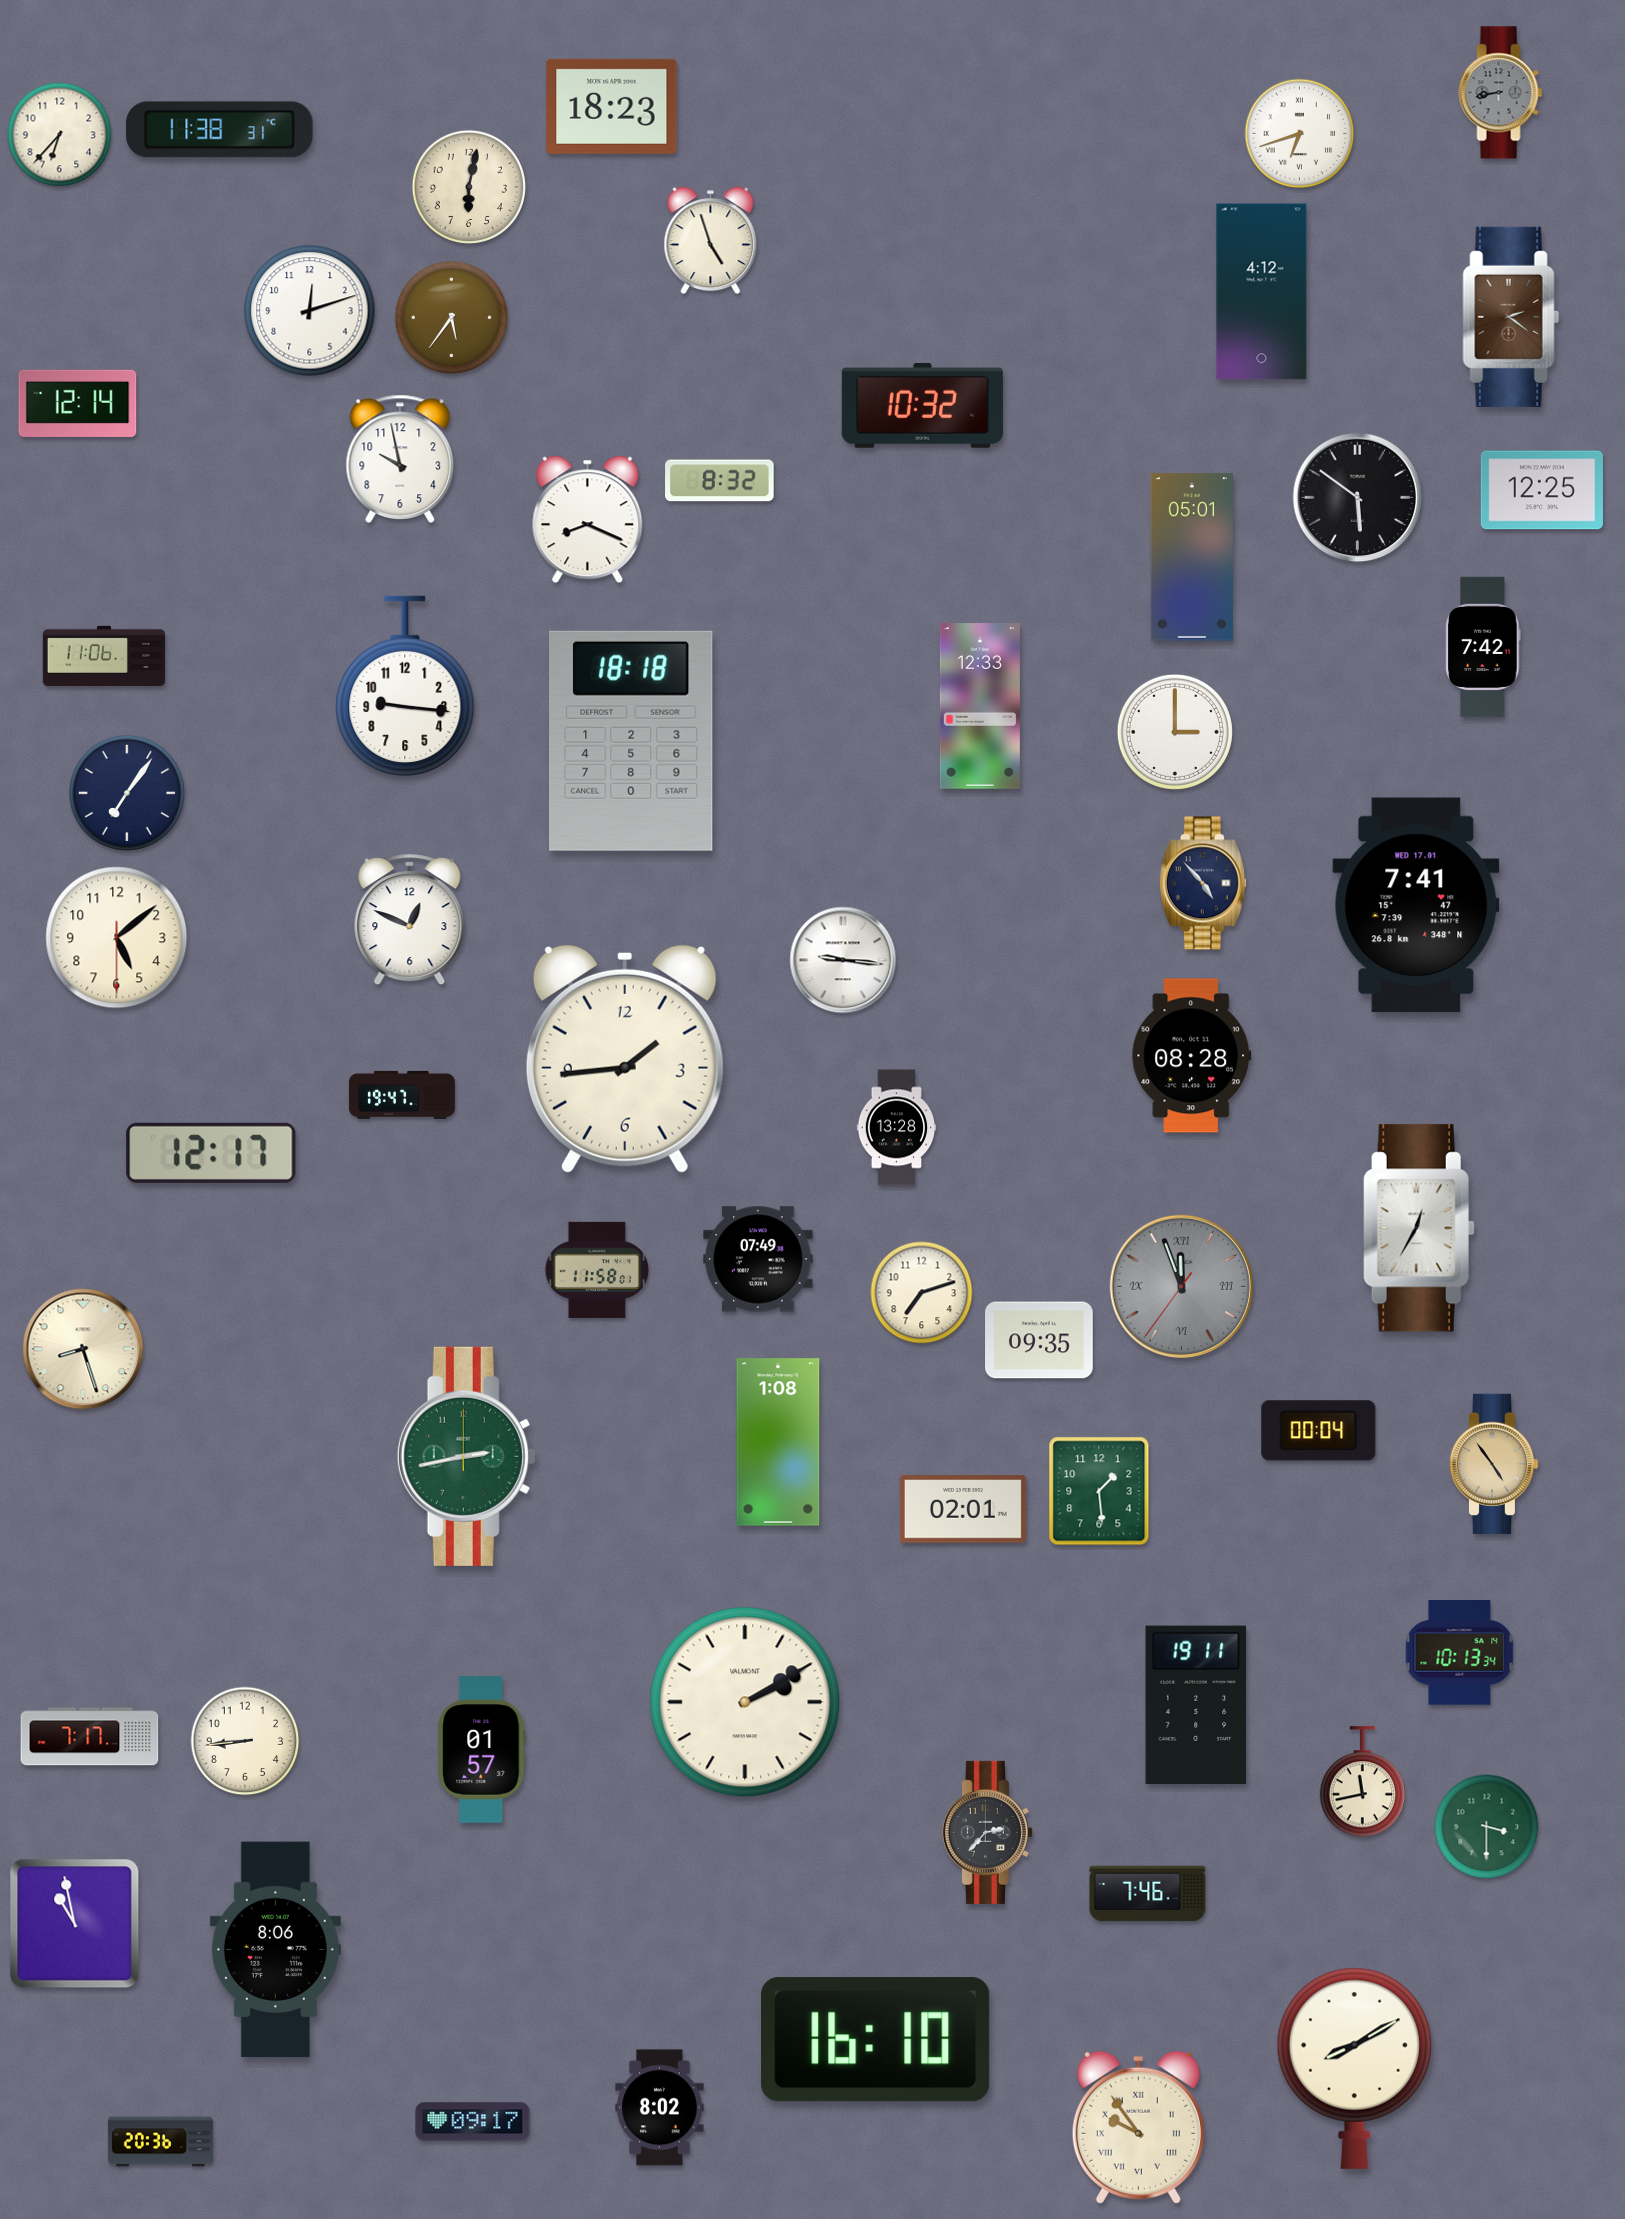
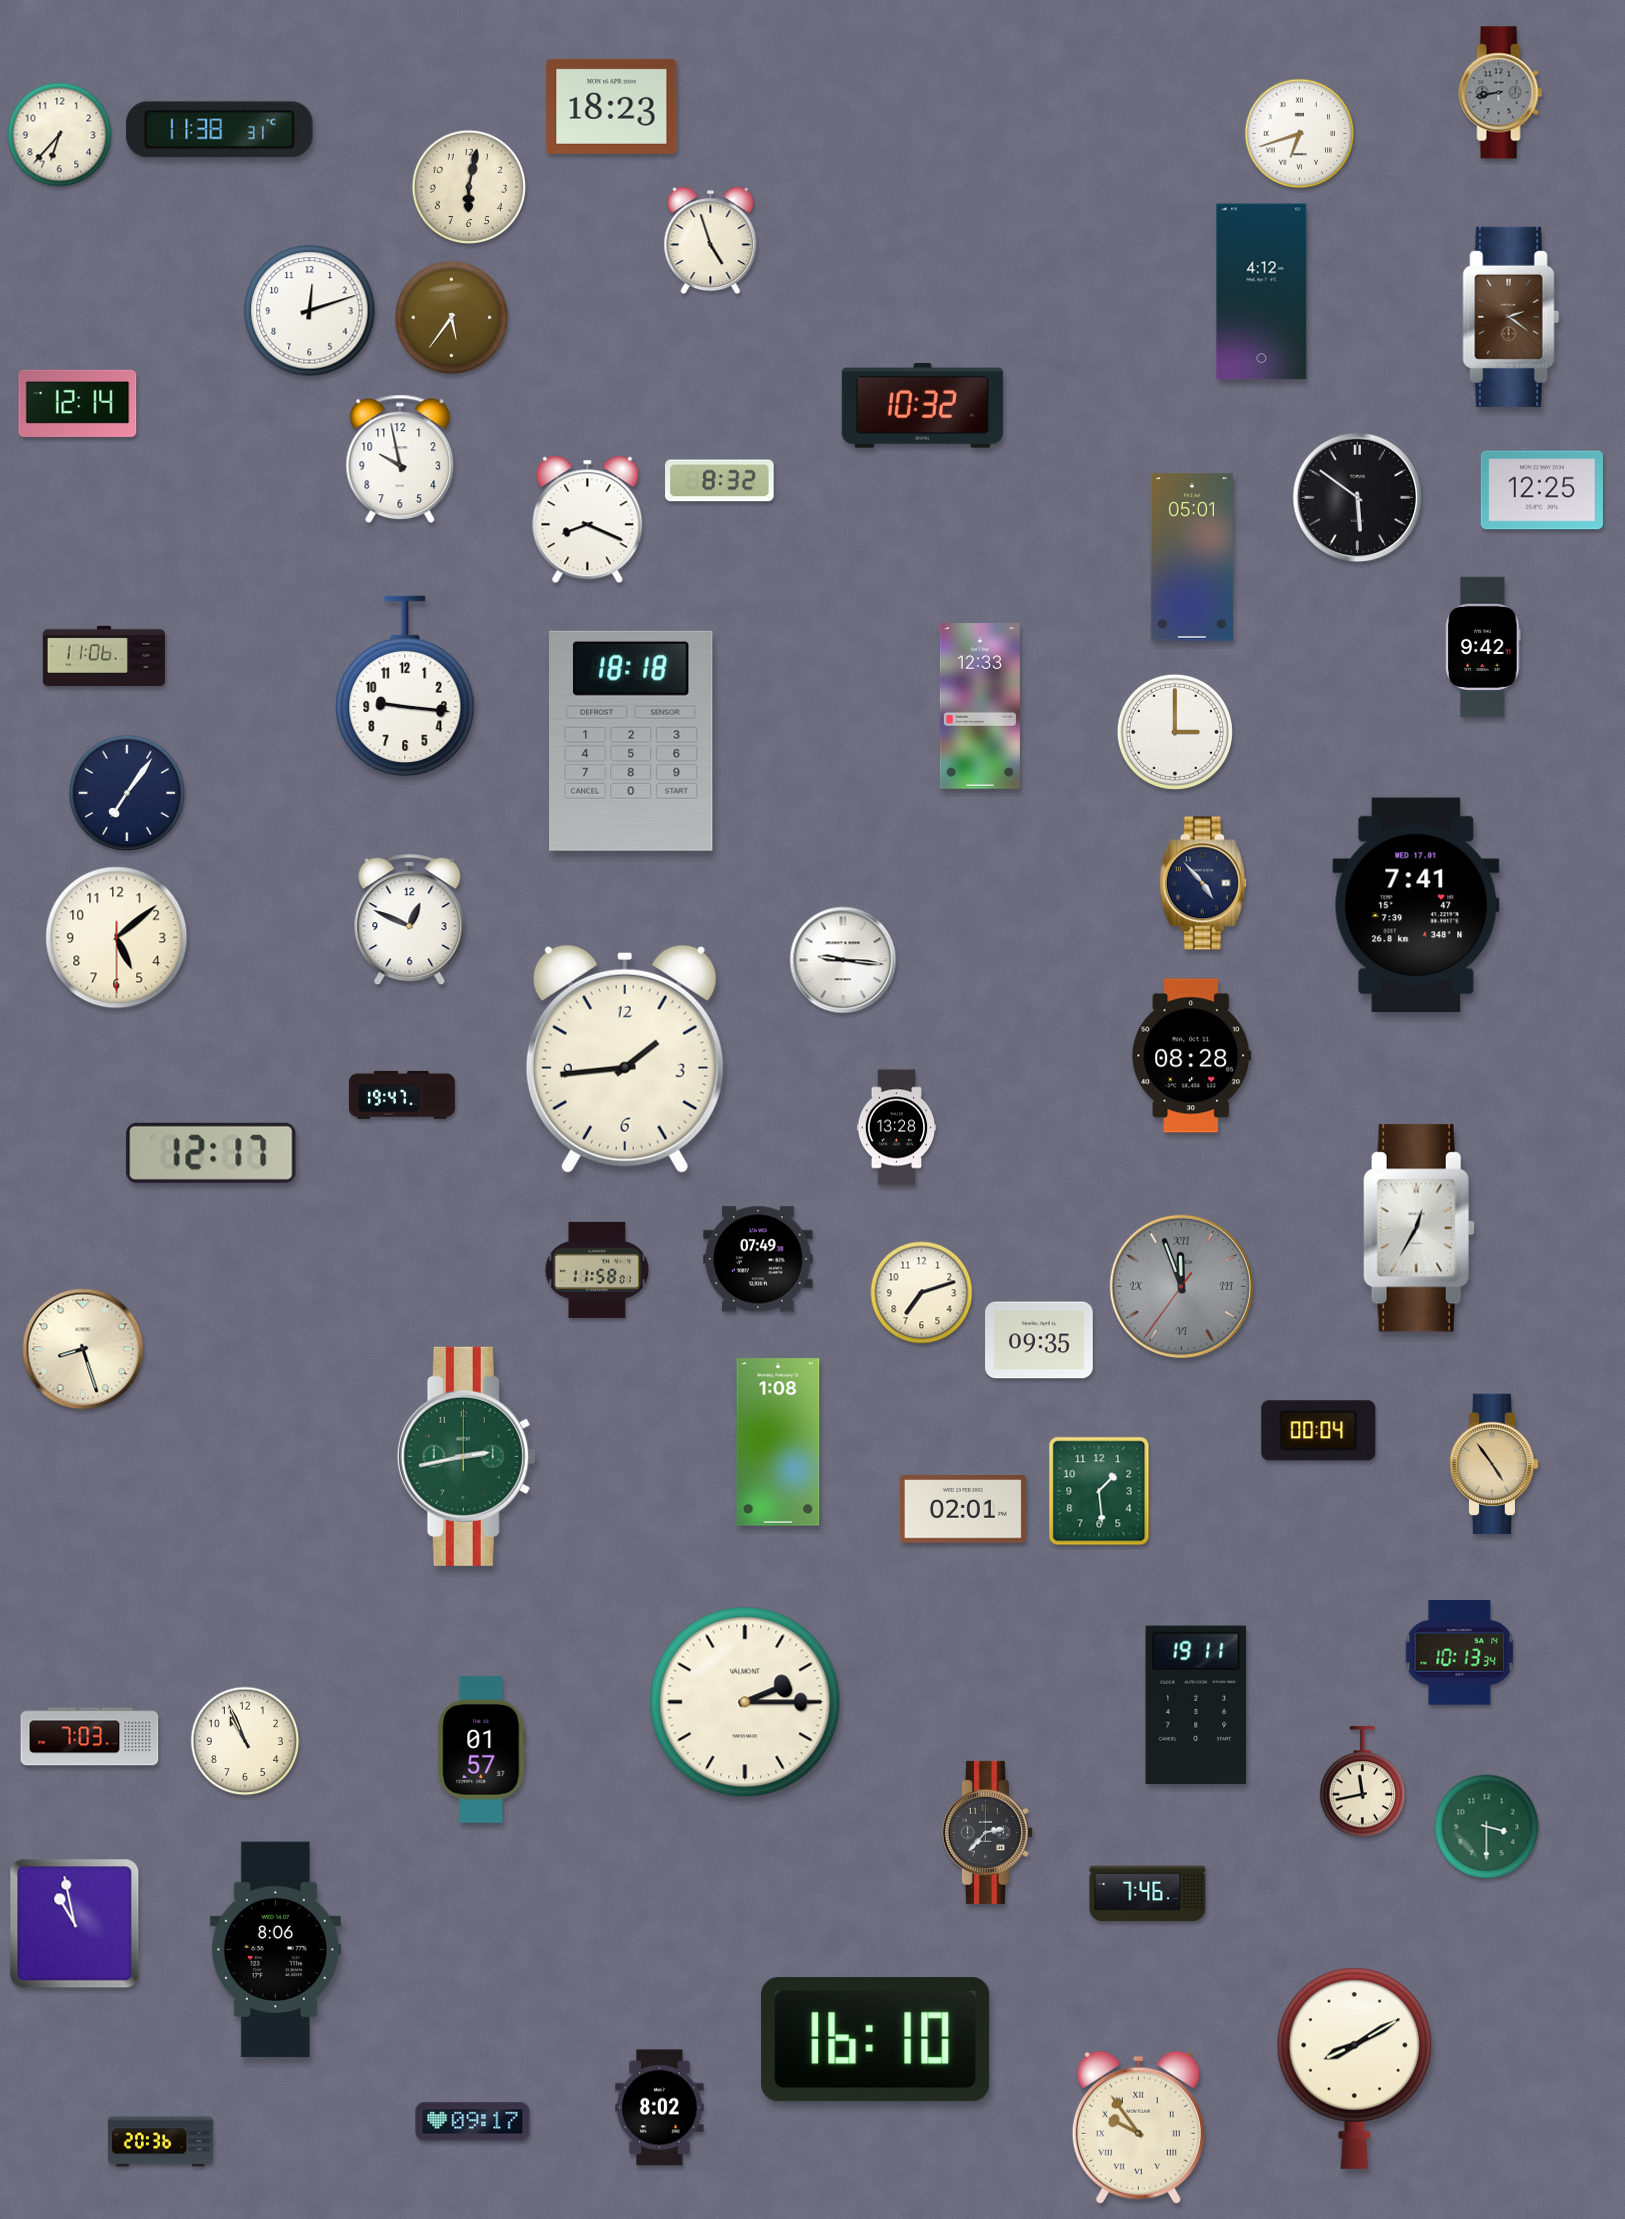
clock at (1483, 647): 7:42 -> 9:42
clock at (745, 1702): 2:10 -> 2:15
clock at (90, 1737): 7:17 -> 7:03
clock at (245, 1741): 8:44 -> 10:56
